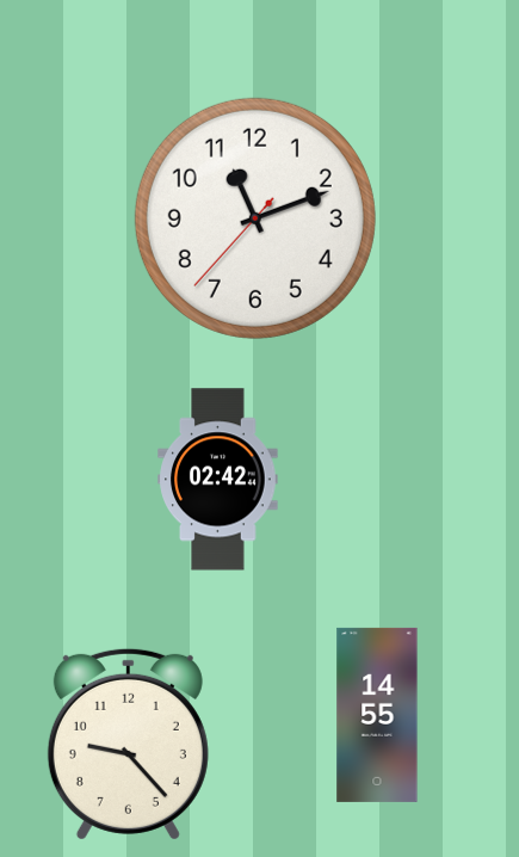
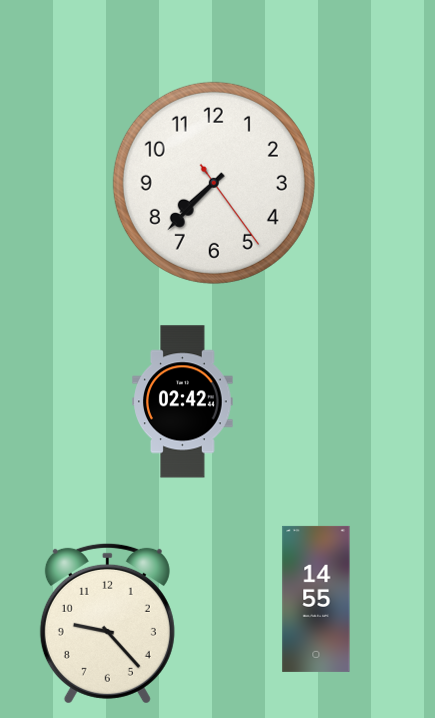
clock at (255, 218): 11:11 -> 7:37
